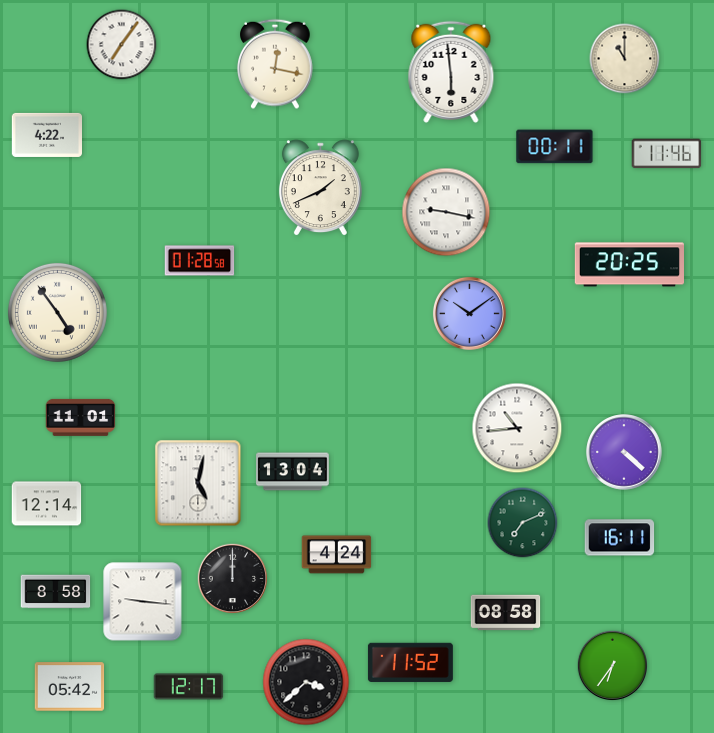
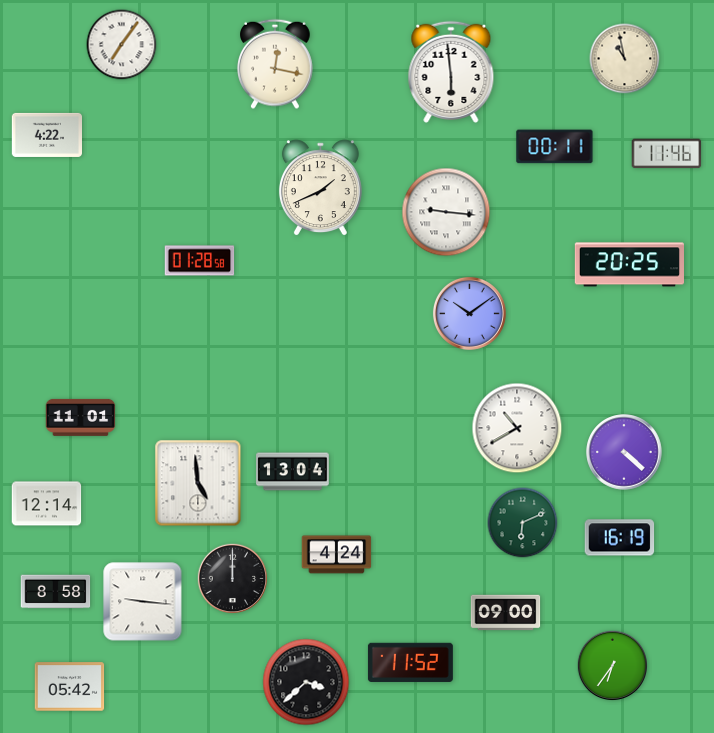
clock at (625, 59): 11:00 -> 10:58
clock at (446, 212): 9:17 -> 9:16
clock at (57, 312): 4:54 -> none
clock at (517, 428): 10:44 -> 10:40
clock at (198, 483): 5:02 -> 4:59
clock at (523, 523): 7:11 -> 6:11
clock at (620, 538): 16:11 -> 16:19
clock at (506, 613): 08:58 -> 09:00
clock at (189, 687): 12:17 -> none
